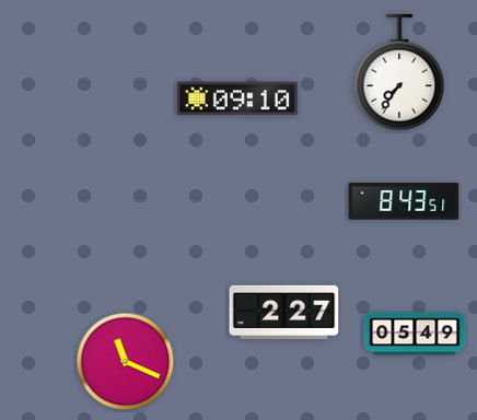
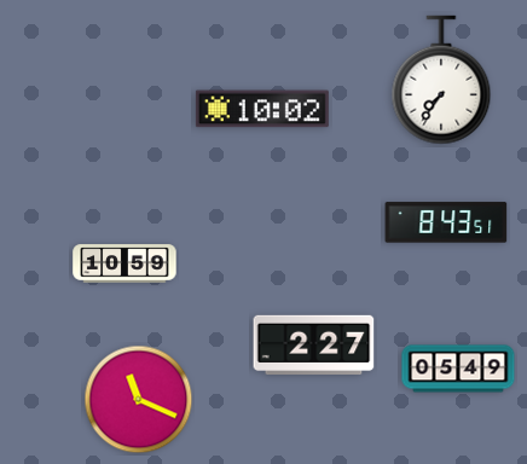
clock at (237, 98): 09:10 -> 10:02
clock at (124, 263): none -> 10:59
